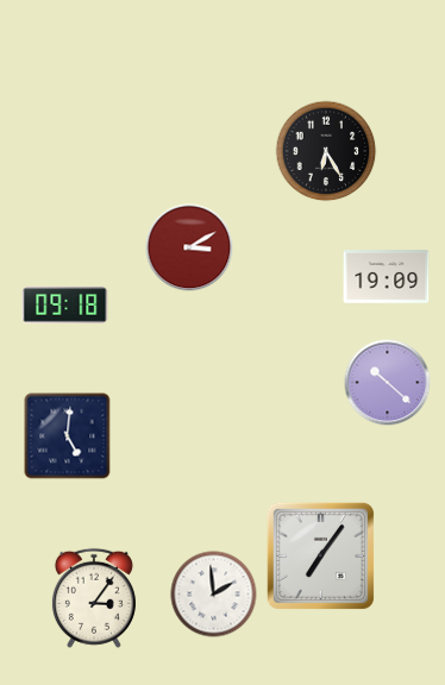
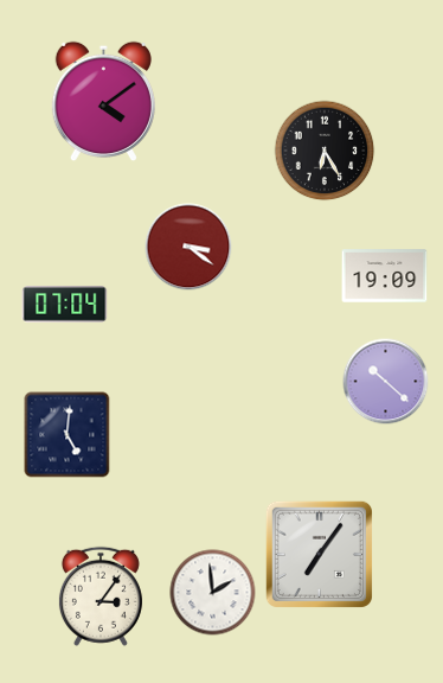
clock at (103, 101): none -> 4:09
clock at (189, 247): 3:10 -> 3:21
clock at (65, 306): 09:18 -> 07:04
clock at (94, 598) position: (94, 598) -> (101, 596)
